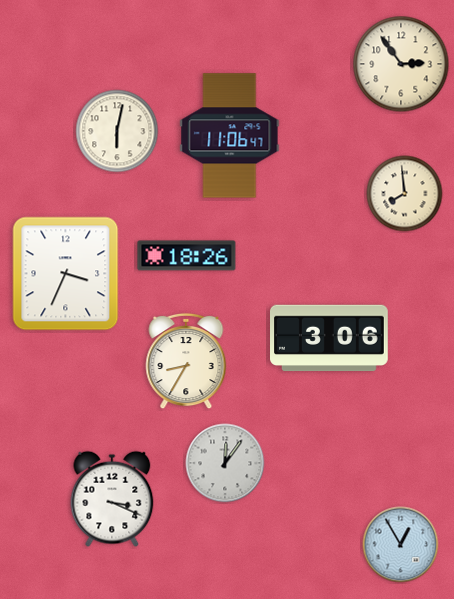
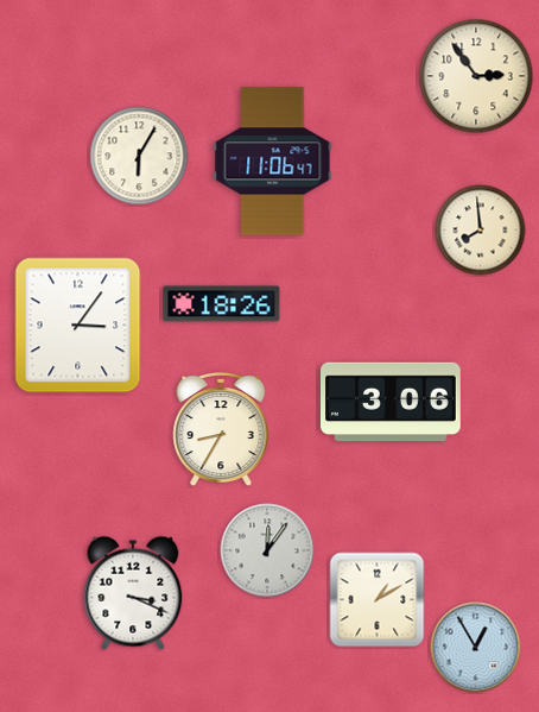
clock at (117, 131): 6:02 -> 6:05
clock at (66, 274): 3:34 -> 3:06
clock at (378, 600): none -> 1:10
